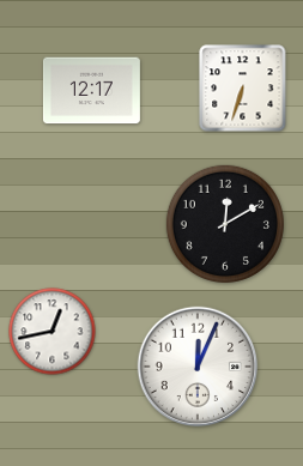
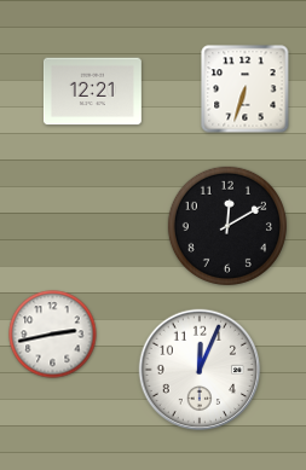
clock at (91, 91): 12:17 -> 12:21
clock at (53, 332): 12:43 -> 2:43
